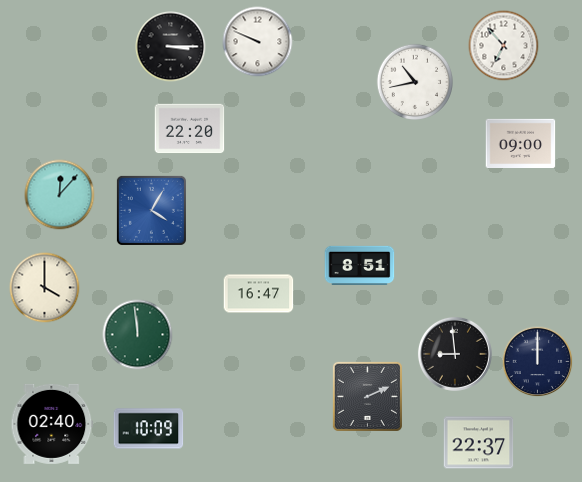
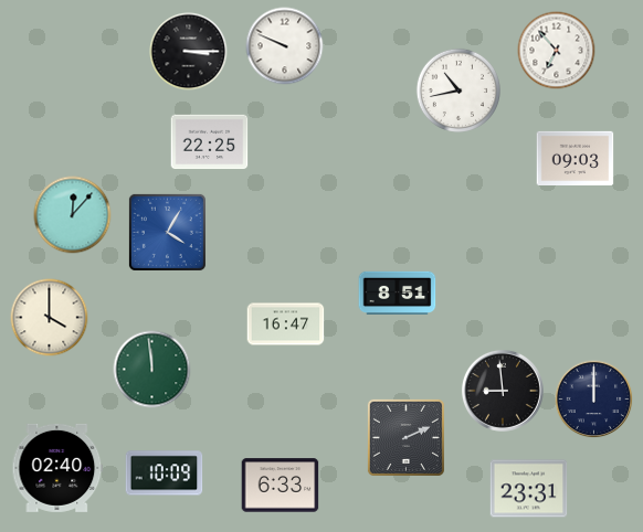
clock at (190, 129): 22:20 -> 22:25
clock at (521, 143): 09:00 -> 09:03
clock at (60, 195) position: (60, 195) -> (73, 215)
clock at (281, 486): none -> 6:33
clock at (479, 443): 22:37 -> 23:31
